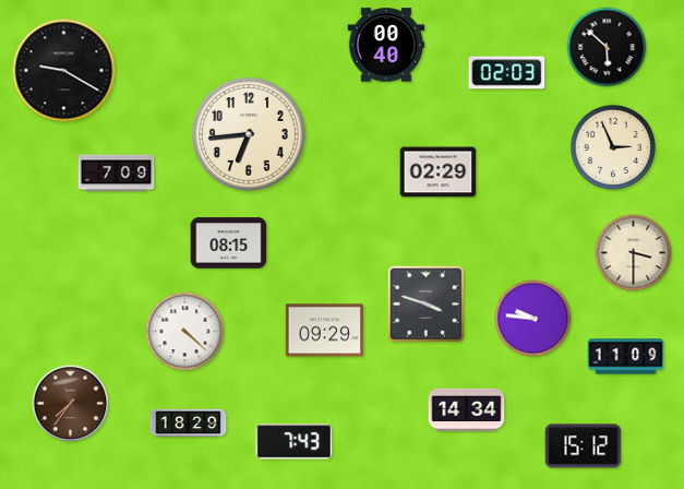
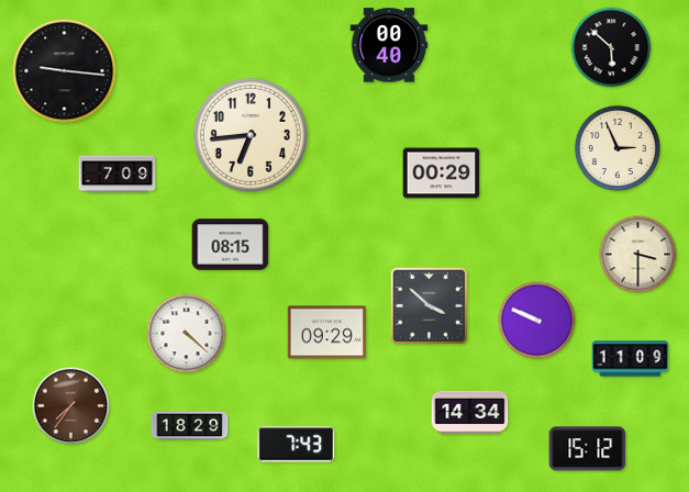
clock at (64, 71): 9:20 -> 9:16
clock at (507, 73): 02:03 -> none
clock at (439, 172): 02:29 -> 00:29
clock at (425, 303): 3:48 -> 3:52
clock at (533, 319): 9:46 -> 9:49
